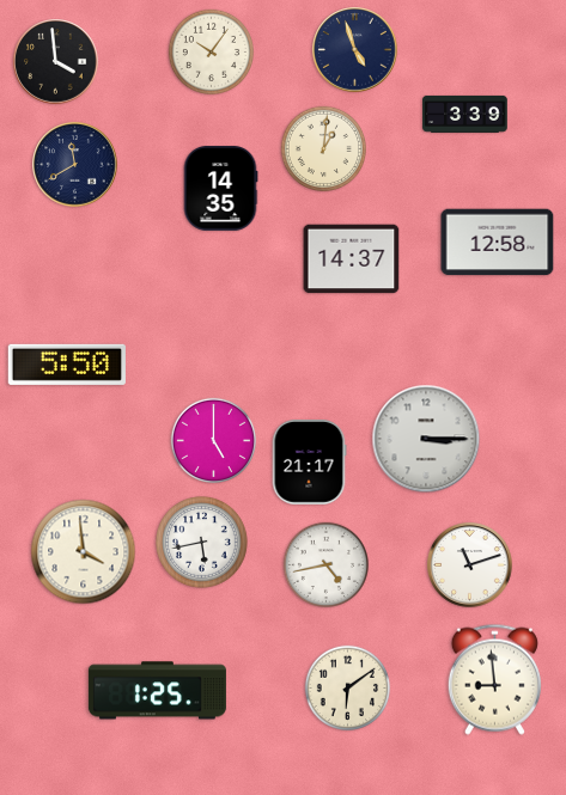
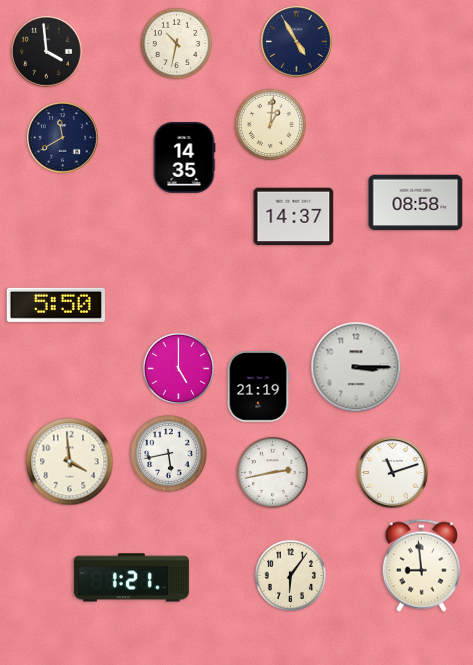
clock at (355, 50): 4:57 -> 4:55
clock at (212, 53): 10:06 -> 10:32
clock at (465, 114): 3:39 -> none
clock at (498, 243): 12:58 -> 08:58
clock at (309, 463): 21:17 -> 21:19
clock at (327, 565): 4:43 -> 2:43
clock at (494, 679) position: (494, 679) -> (421, 565)
clock at (348, 689): 6:09 -> 6:06
clock at (157, 691): 1:25 -> 1:21
